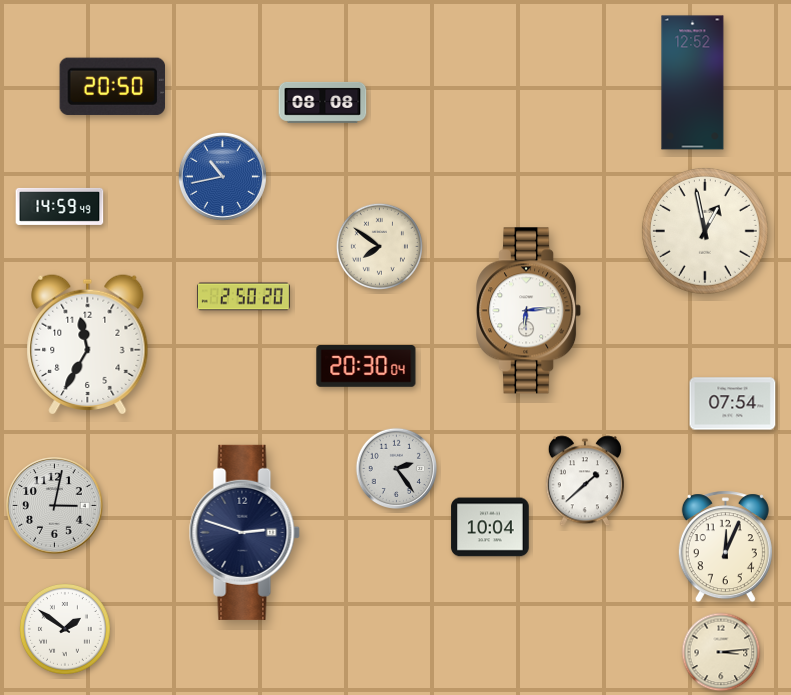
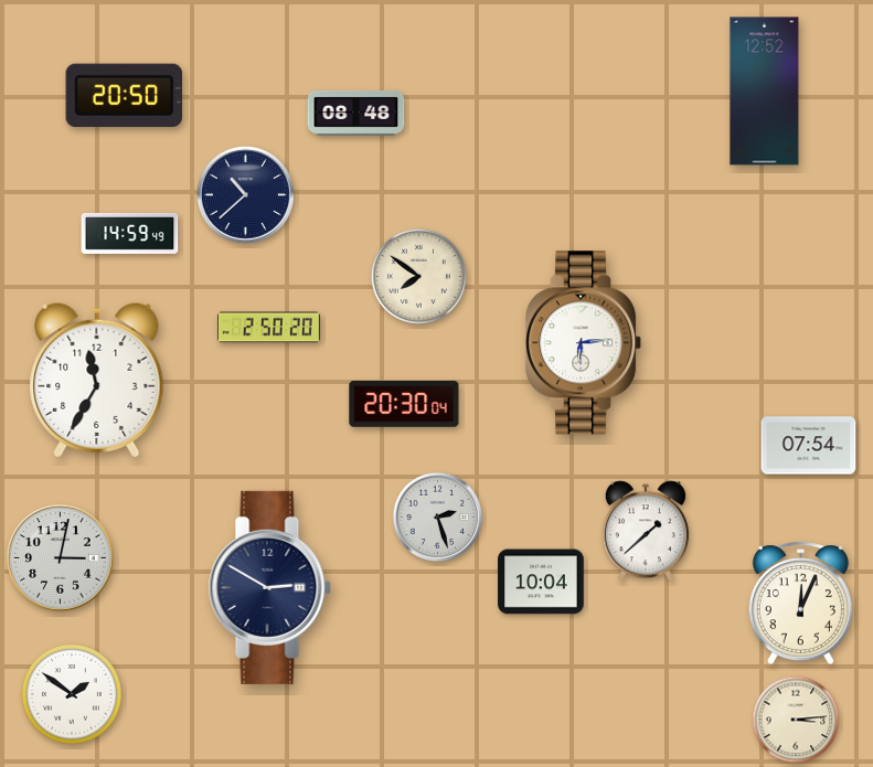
clock at (323, 102): 08:08 -> 08:48
clock at (222, 176): 10:43 -> 10:38
clock at (222, 176) dial: blue -> navy
clock at (60, 206) position: (60, 206) -> (130, 233)
clock at (705, 231): 12:58 -> none
clock at (379, 246) position: (379, 246) -> (418, 276)
clock at (396, 468): 2:24 -> 2:27
clock at (244, 532): 2:48 -> 2:50
